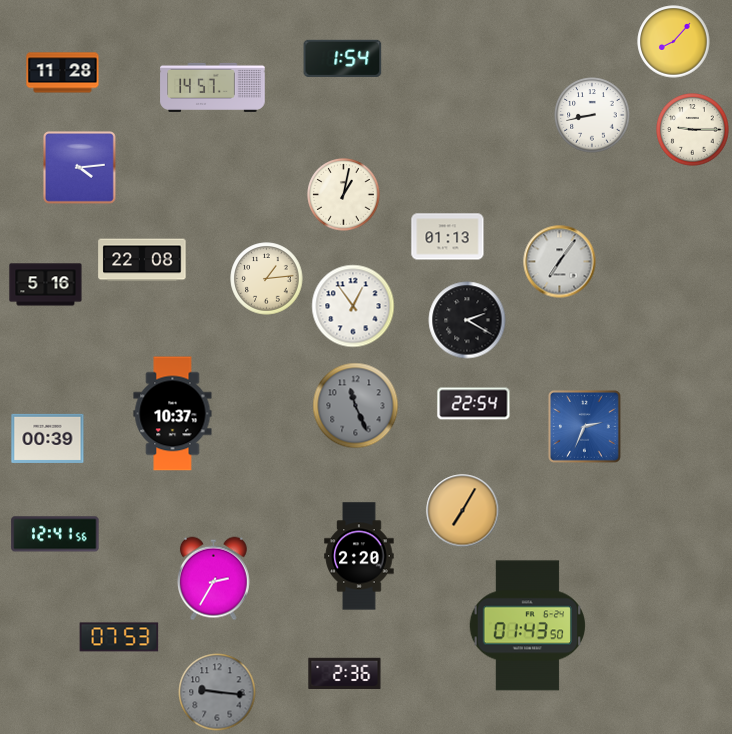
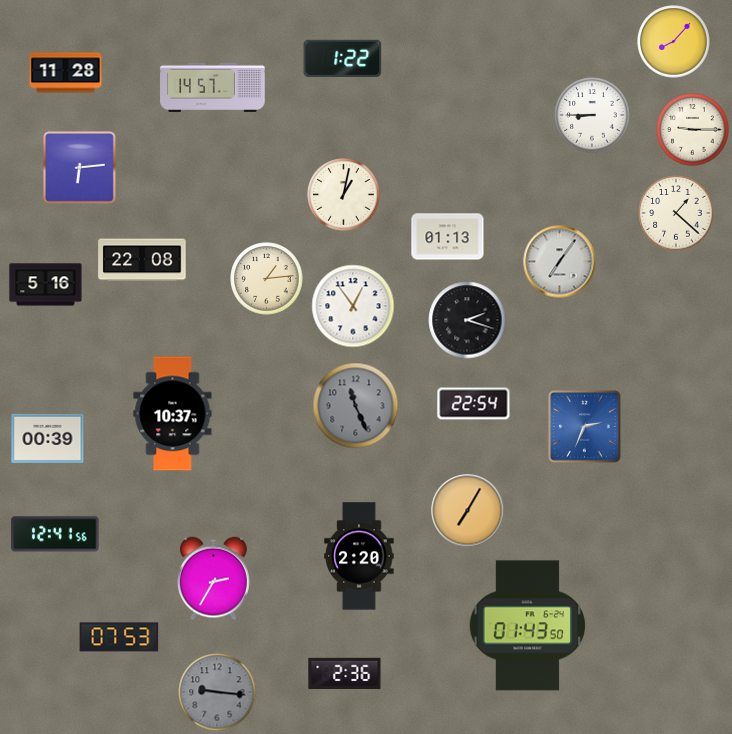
clock at (343, 58): 1:54 -> 1:22
clock at (63, 73) position: (63, 73) -> (66, 73)
clock at (592, 115): 8:43 -> 8:45
clock at (80, 168): 4:14 -> 6:14
clock at (676, 213): none -> 1:22
clock at (467, 320): 2:20 -> 2:18
clock at (463, 511) position: (463, 511) -> (468, 511)
